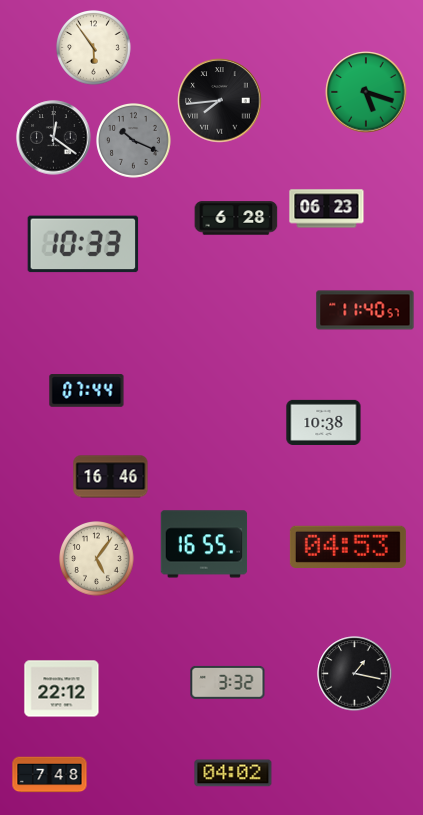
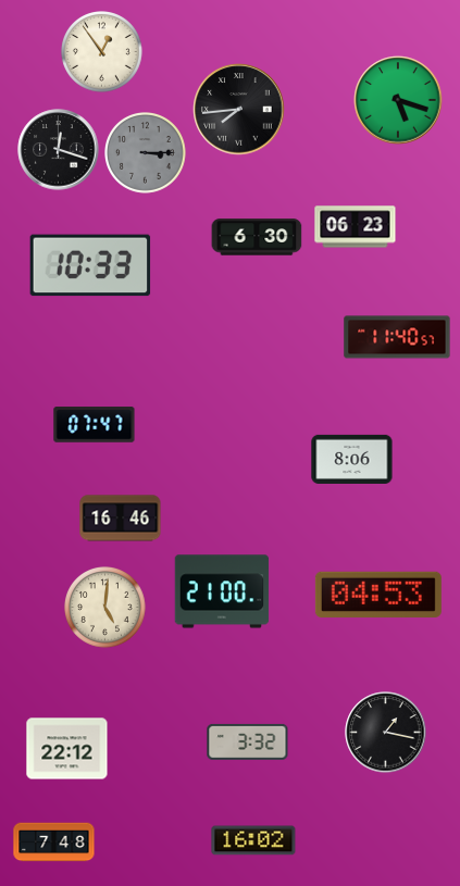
clock at (94, 48): 5:54 -> 12:54
clock at (54, 138): 12:21 -> 12:18
clock at (134, 141): 10:19 -> 3:15
clock at (236, 218): 6:28 -> 6:30
clock at (87, 391): 07:44 -> 07:47
clock at (324, 422): 10:38 -> 8:06
clock at (204, 544): 16:55 -> 21:00
clock at (97, 559): 5:06 -> 5:01
clock at (233, 773): 04:02 -> 16:02
